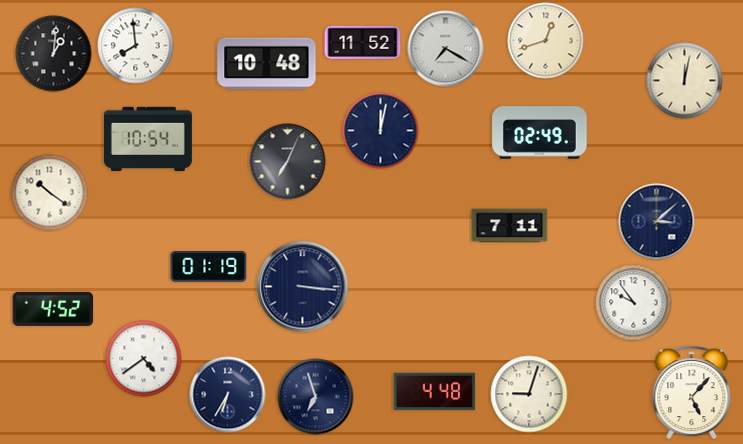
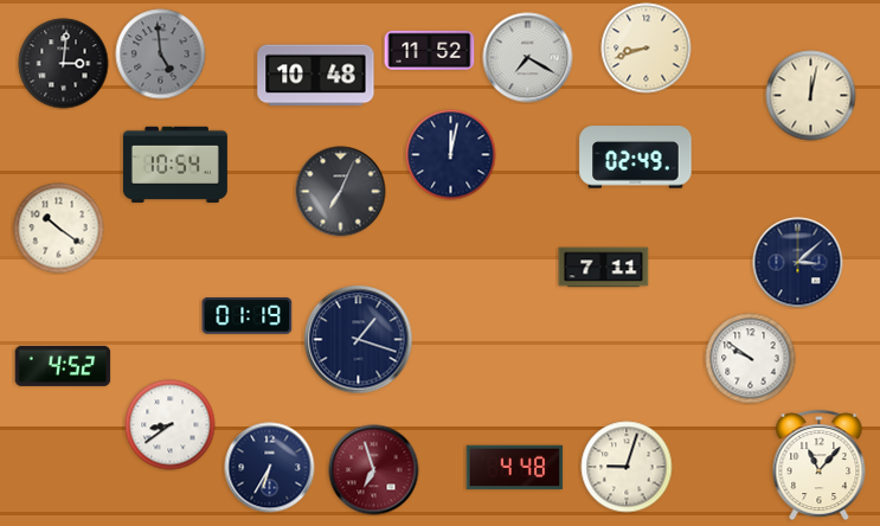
clock at (546, 41): 12:42 -> 8:42
clock at (136, 46): 7:59 -> 4:59
clock at (136, 46) dial: white -> grey
clock at (54, 54): 1:01 -> 3:01
clock at (540, 133) position: (540, 133) -> (636, 158)
clock at (657, 222) position: (657, 222) -> (798, 263)
clock at (303, 287): 3:16 -> 1:18
clock at (634, 303): 9:54 -> 9:51
clock at (144, 359): 4:39 -> 8:39
clock at (435, 392) position: (435, 392) -> (515, 468)
clock at (692, 393): 5:07 -> 11:07
clock at (316, 397) dial: navy -> burgundy
